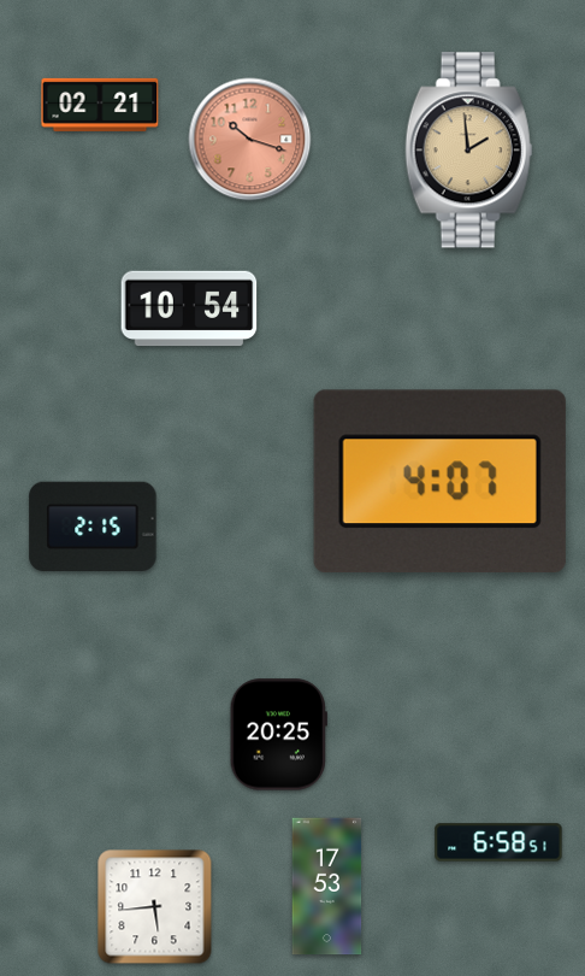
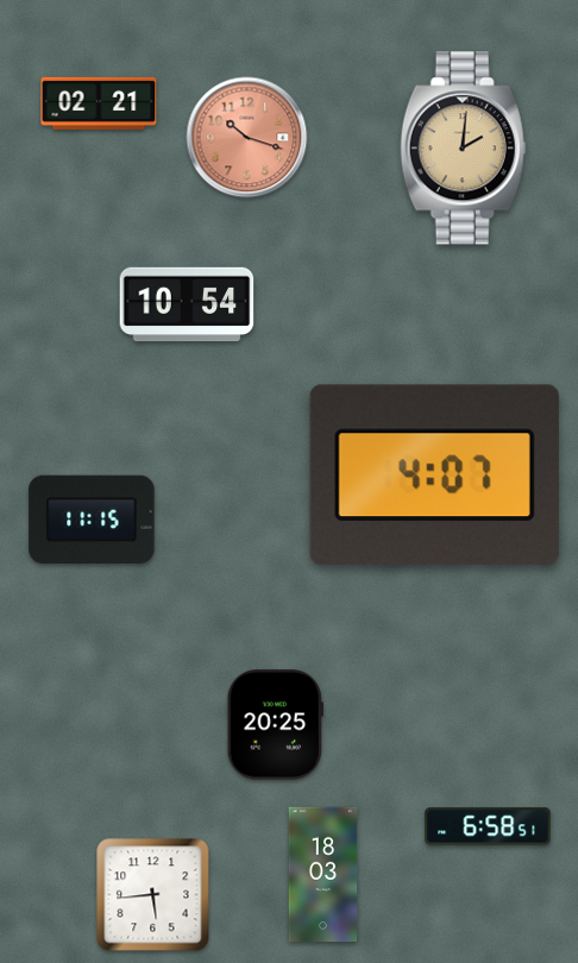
clock at (469, 151): 1:59 -> 2:01
clock at (93, 525): 2:15 -> 11:15
clock at (498, 842) position: (498, 842) -> (488, 826)
clock at (327, 887): 17:53 -> 18:03
